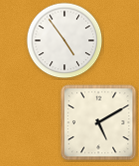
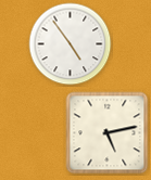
clock at (99, 123): 5:10 -> 5:13
